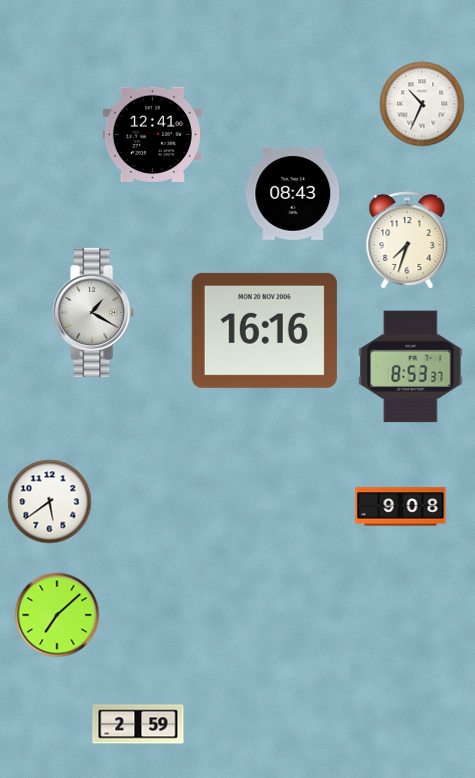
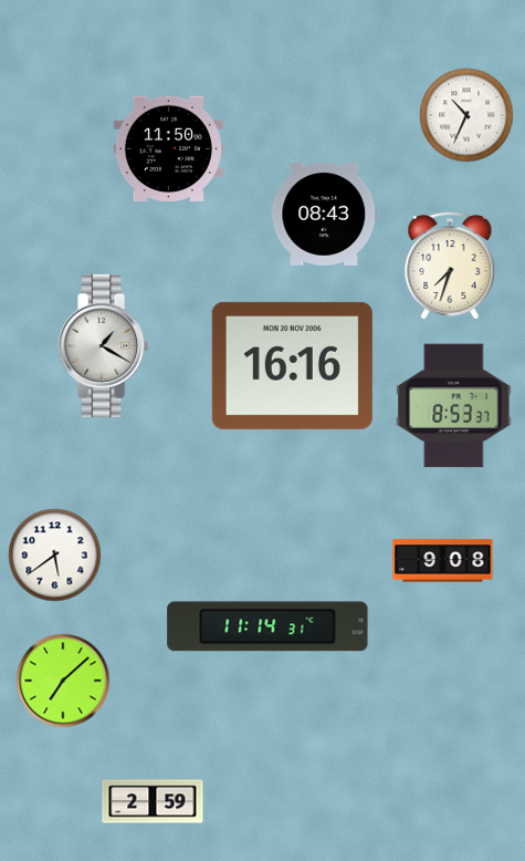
clock at (152, 135): 12:41 -> 11:50
clock at (267, 626): none -> 11:14
